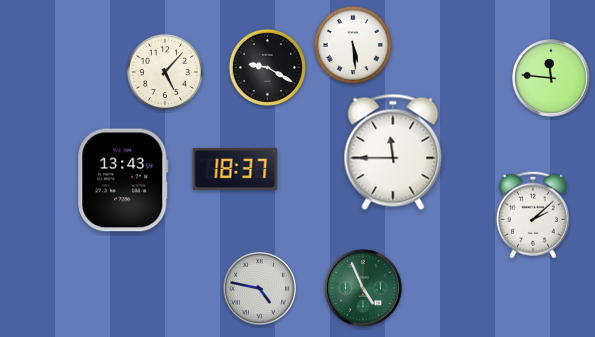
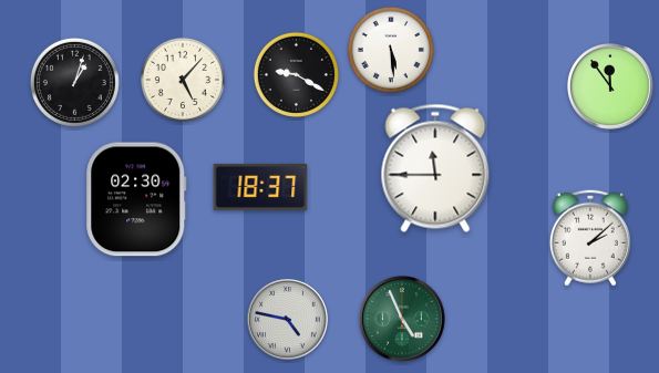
clock at (74, 82): none -> 1:03
clock at (551, 78): 11:46 -> 11:54
clock at (123, 180): 13:43 -> 02:30
